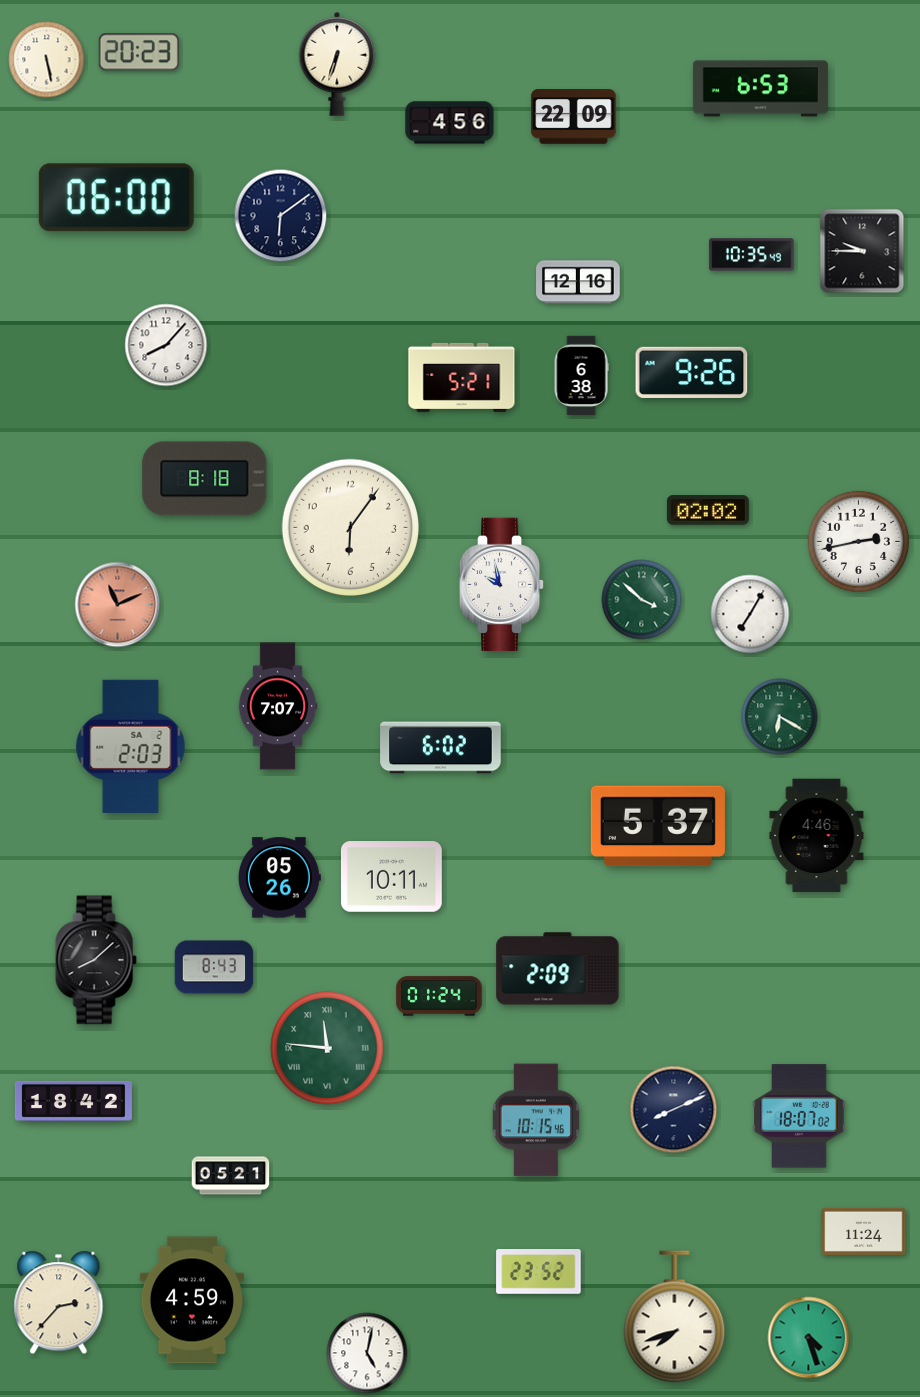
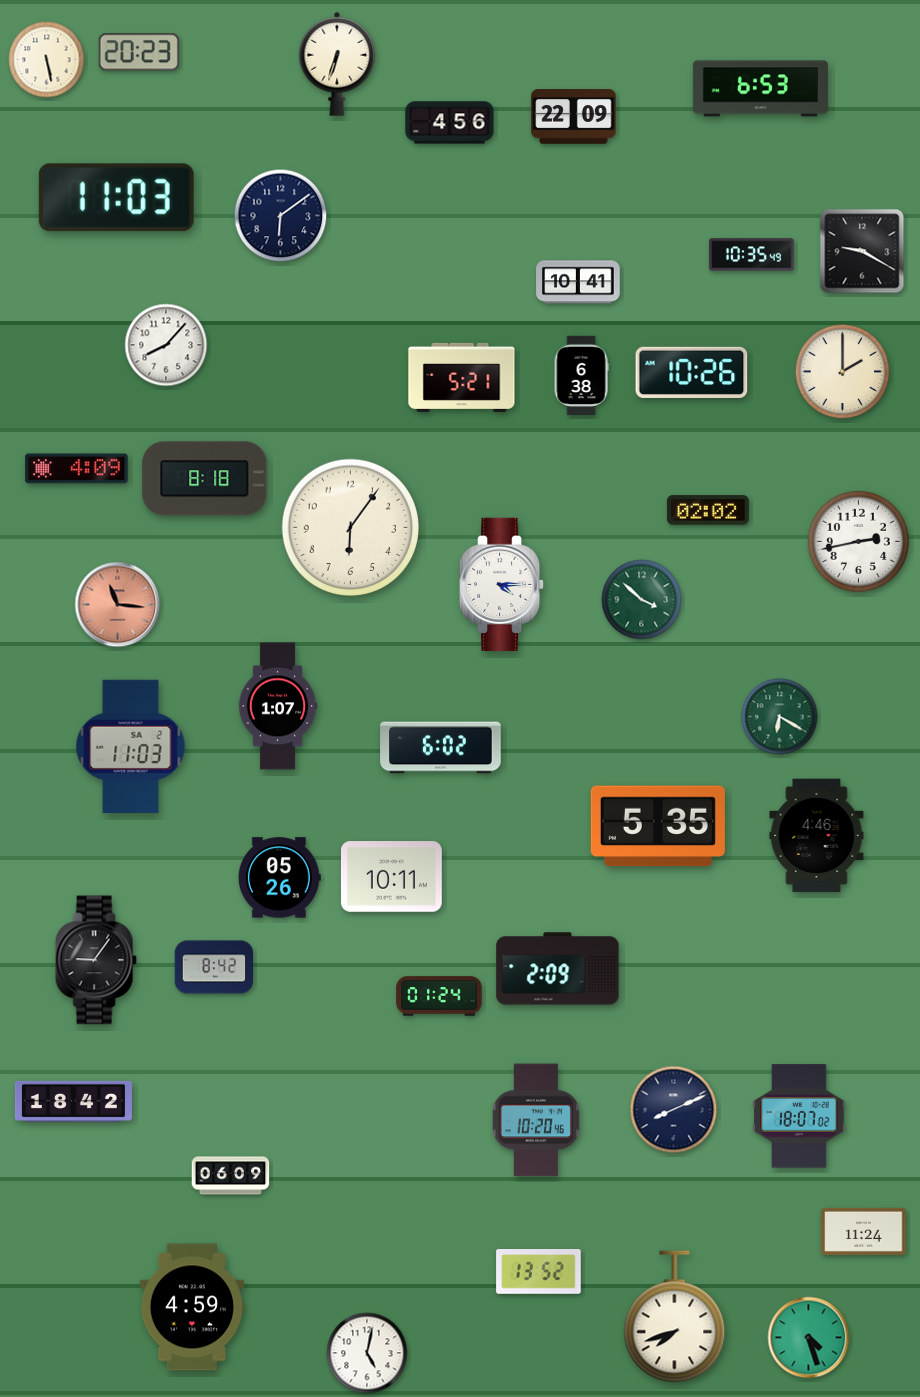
clock at (116, 198): 06:00 -> 11:03
clock at (862, 251): 9:45 -> 9:20
clock at (578, 282): 12:16 -> 10:41
clock at (692, 372): 9:26 -> 10:26
clock at (843, 372): none -> 2:00
clock at (77, 469): none -> 4:09
clock at (502, 584): 9:58 -> 4:15
clock at (118, 605): 11:11 -> 11:16
clock at (750, 614): 7:05 -> none
clock at (278, 706): 7:07 -> 1:07
clock at (131, 746): 2:03 -> 11:03
clock at (658, 826): 5:37 -> 5:35
clock at (96, 960): 8:08 -> 9:06
clock at (214, 967): 8:43 -> 8:42
clock at (327, 1048): 11:46 -> none
clock at (536, 1120): 10:15 -> 10:20
clock at (231, 1176): 05:21 -> 06:09
clock at (539, 1272): 23:52 -> 13:52
clock at (192, 1300) position: (192, 1300) -> (192, 1307)
clock at (59, 1303): 2:37 -> none
